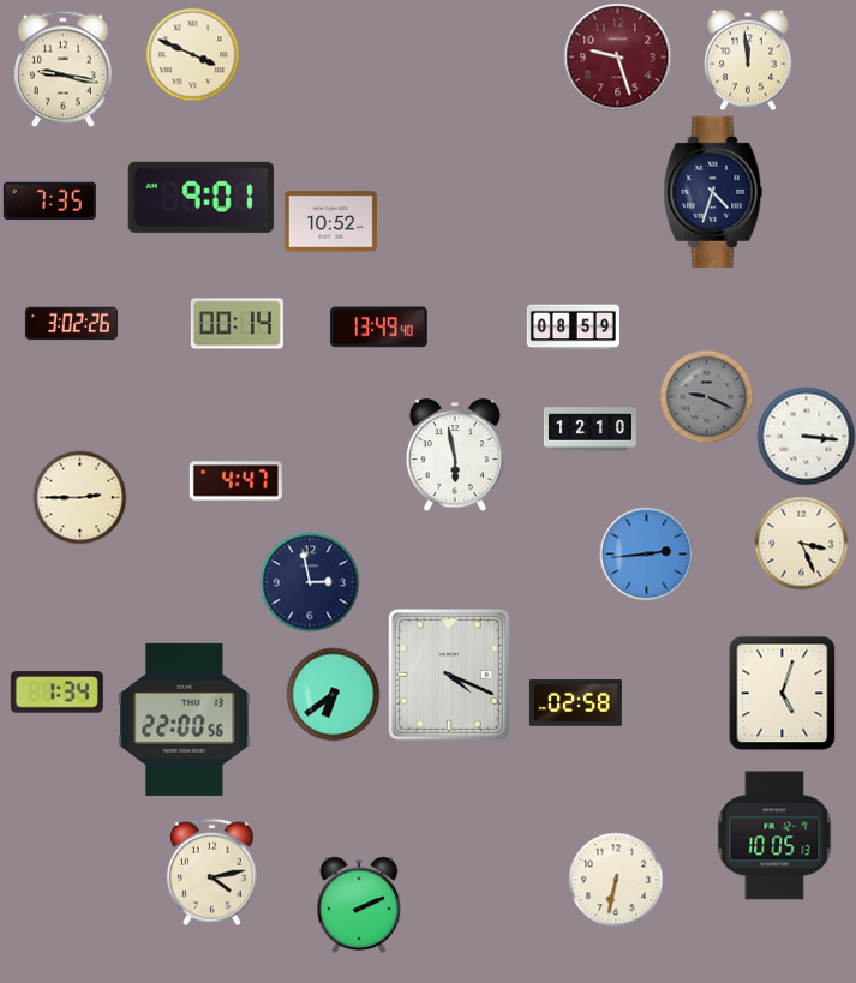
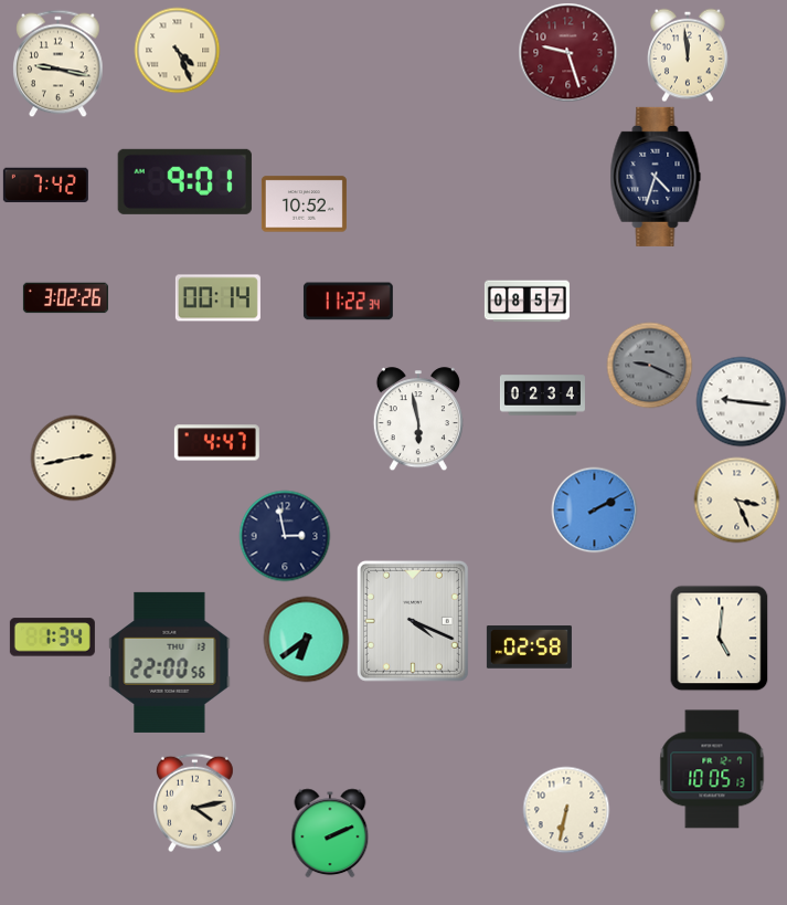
clock at (192, 54): 3:49 -> 4:26
clock at (49, 202): 7:35 -> 7:42
clock at (378, 328): 13:49 -> 11:22
clock at (573, 328): 08:59 -> 08:57
clock at (589, 430): 12:10 -> 02:34
clock at (806, 436): 3:16 -> 9:16
clock at (79, 497): 2:45 -> 2:43
clock at (646, 553): 2:44 -> 2:10
clock at (783, 693): 5:03 -> 5:01
